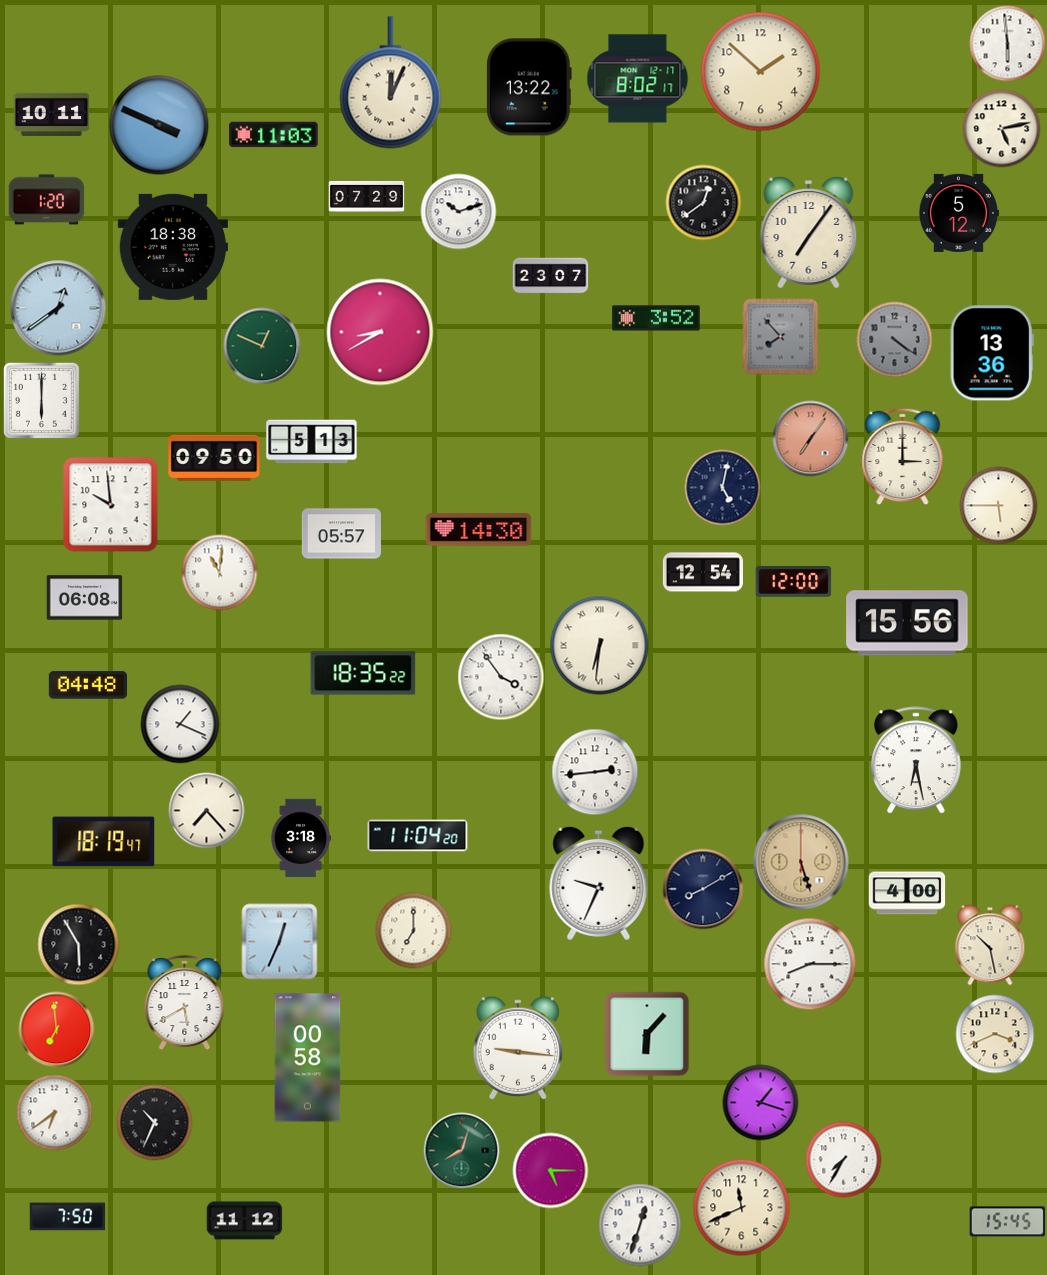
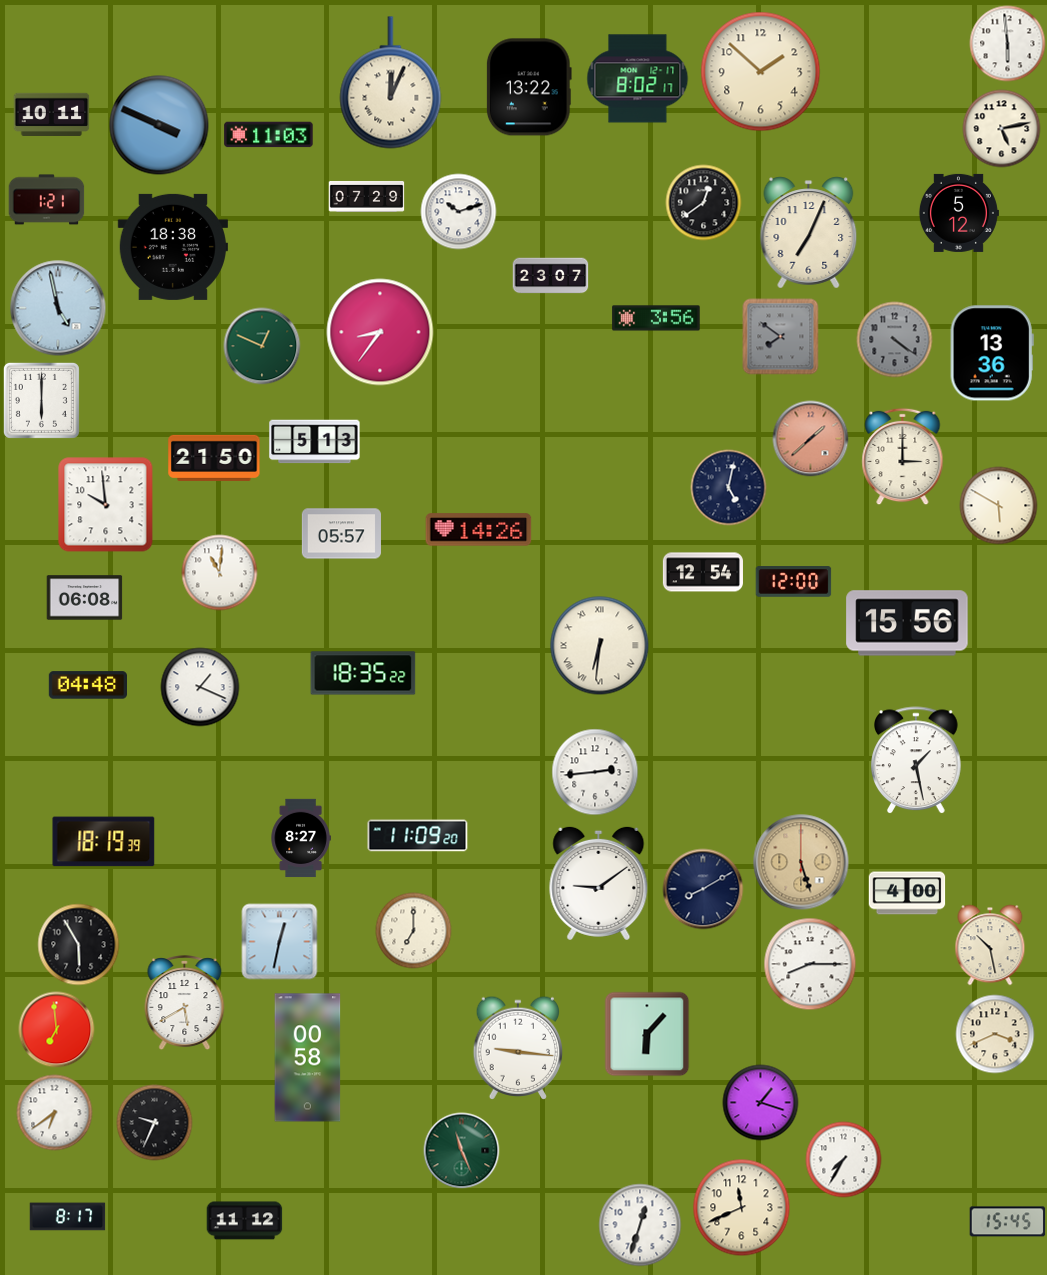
clock at (274, 135) position: (274, 135) -> (269, 135)
clock at (47, 200): 1:20 -> 1:21
clock at (809, 233): 7:06 -> 7:04
clock at (58, 308): 12:39 -> 4:58
clock at (656, 318): 3:52 -> 3:56
clock at (380, 332): 8:40 -> 8:36
clock at (781, 337): 7:53 -> 7:51
clock at (811, 439): 7:06 -> 1:38
clock at (312, 442) position: (312, 442) -> (315, 442)
clock at (214, 458): 09:50 -> 21:50
clock at (723, 488) position: (723, 488) -> (729, 488)
clock at (111, 505) position: (111, 505) -> (106, 505)
clock at (999, 506): 5:45 -> 5:50
clock at (479, 530): 14:30 -> 14:26
clock at (501, 677): 3:54 -> none
clock at (180, 724) position: (180, 724) -> (200, 687)
clock at (917, 761): 6:28 -> 1:28
clock at (207, 811): 7:23 -> none
clock at (418, 836): 11:04 -> 11:09
clock at (301, 838): 3:18 -> 8:27
clock at (104, 842): 18:19:47 -> 18:19:39
clock at (599, 883): 9:34 -> 9:09
clock at (280, 942): 12:34 -> 12:32
clock at (155, 1123): 10:34 -> 9:34
clock at (462, 1151): 8:03 -> 11:26
clock at (551, 1171): 5:15 -> none
clock at (68, 1217): 7:50 -> 8:17
